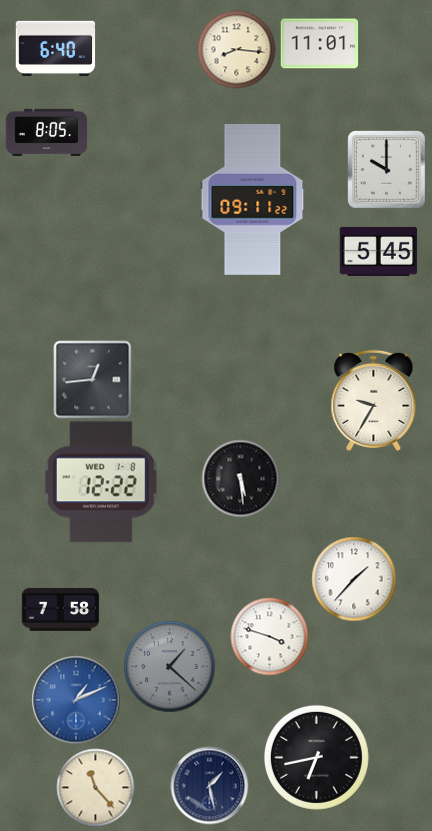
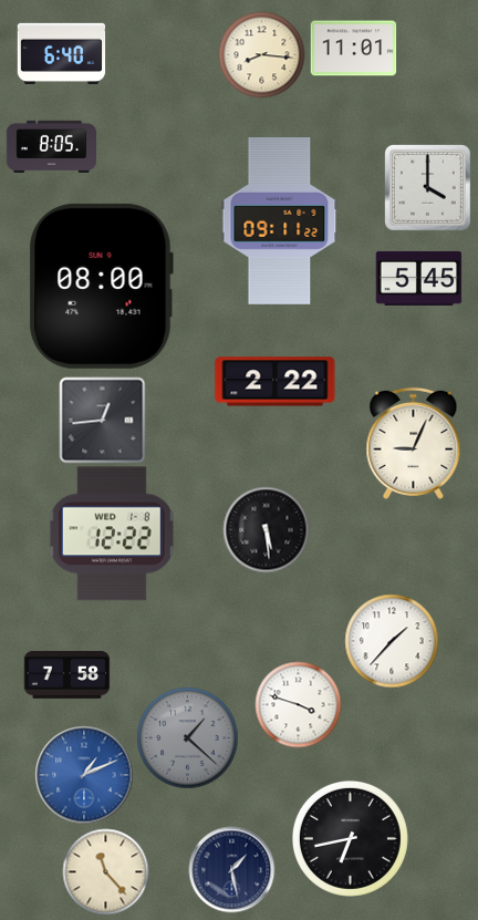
clock at (387, 170): 10:00 -> 4:00
clock at (101, 286): none -> 08:00
clock at (276, 382): none -> 2:22
clock at (374, 400): 9:35 -> 9:04
